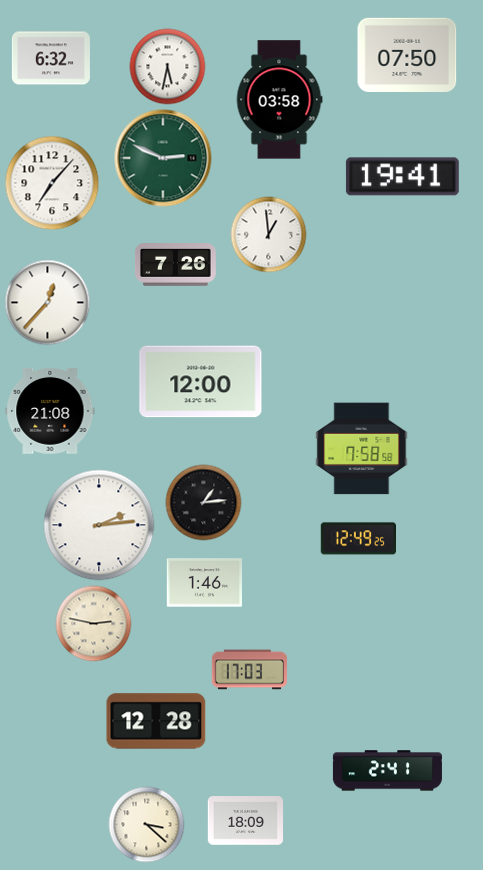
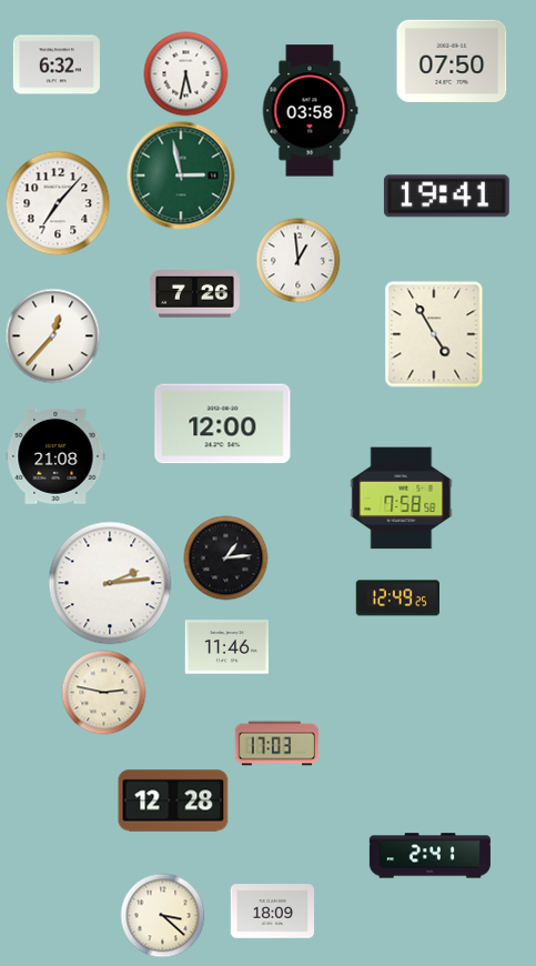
clock at (163, 158): 2:49 -> 2:58
clock at (434, 334): none -> 4:55
clock at (204, 583): 1:46 -> 11:46
